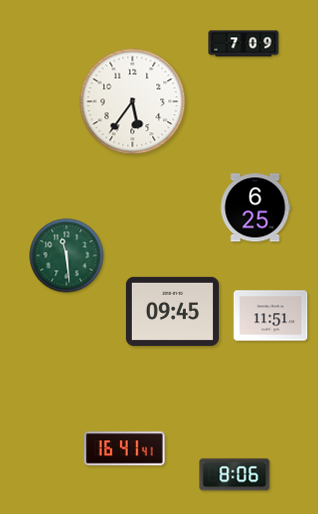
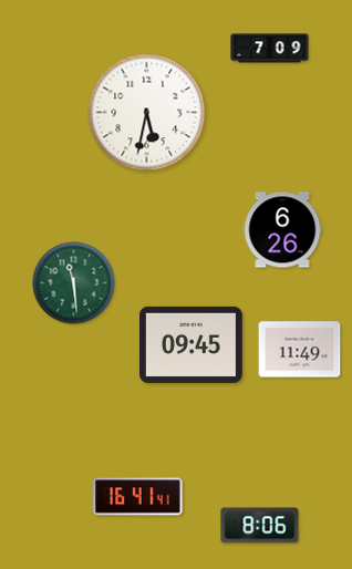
clock at (133, 102): 5:36 -> 5:32
clock at (255, 208): 6:25 -> 6:26
clock at (271, 316): 11:51 -> 11:49
